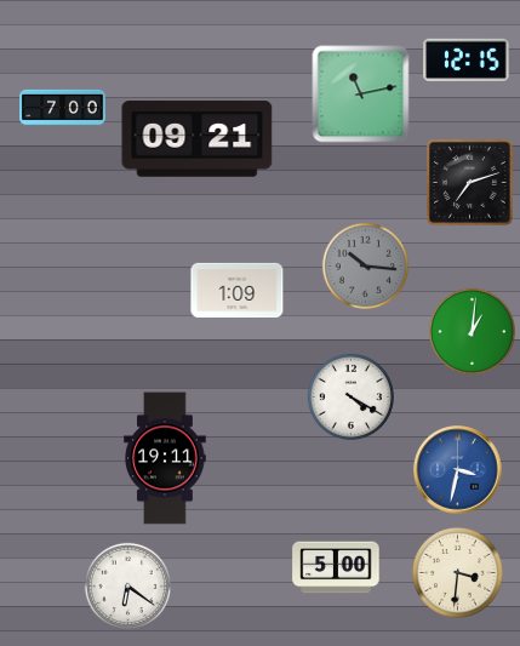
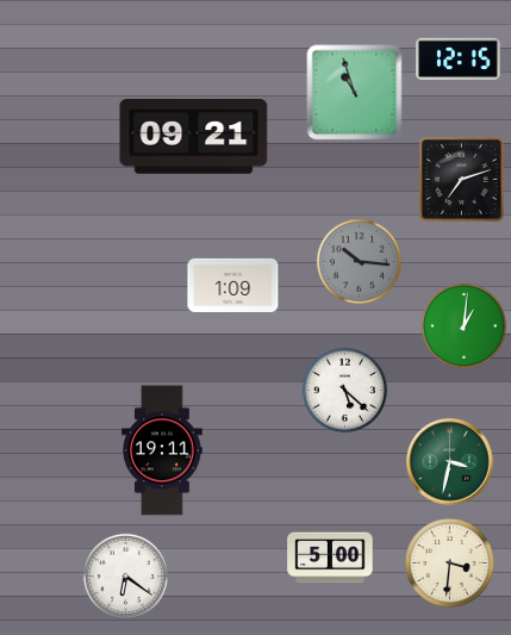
clock at (361, 95): 11:13 -> 10:57
clock at (63, 108): 7:00 -> none
clock at (350, 396): 4:20 -> 5:22
clock at (458, 470) dial: blue -> green
